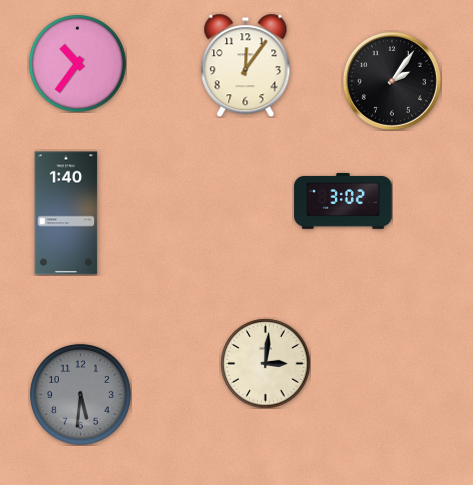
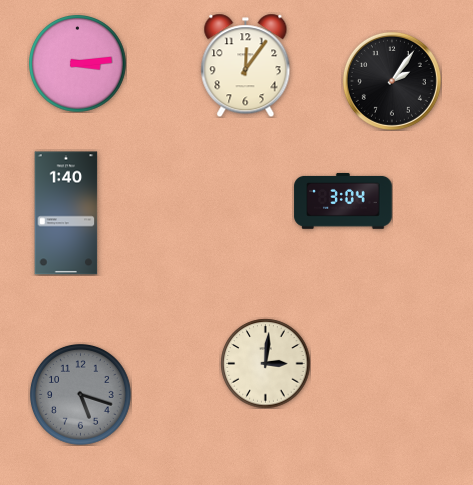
clock at (78, 64): 10:36 -> 3:14
clock at (343, 201): 3:02 -> 3:04
clock at (80, 394): 5:31 -> 5:18
